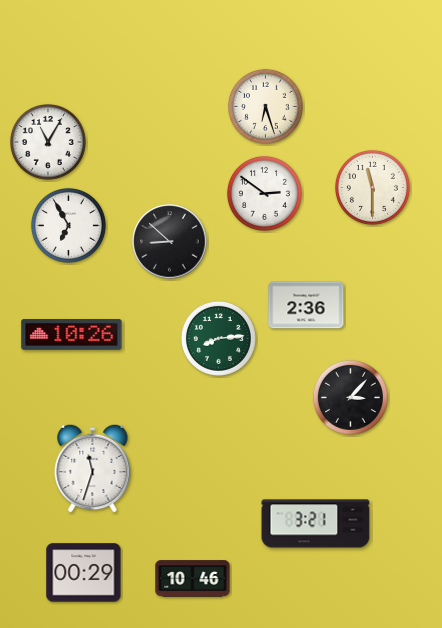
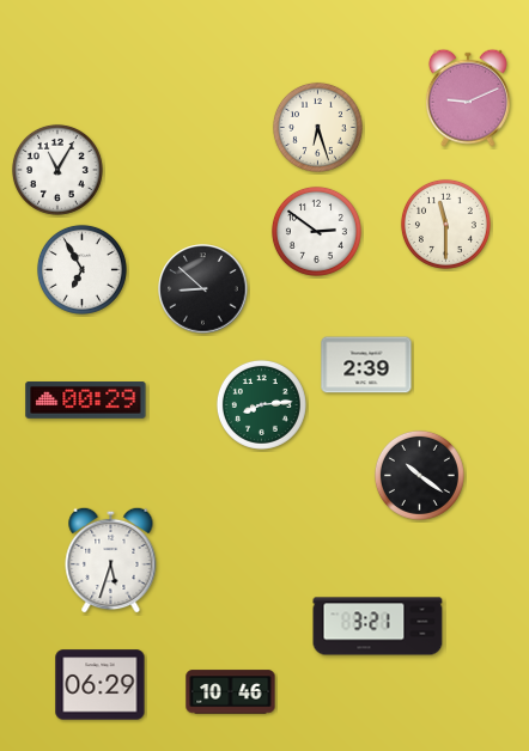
clock at (468, 98): none -> 9:11
clock at (306, 305): 2:36 -> 2:39
clock at (72, 335): 10:26 -> 00:29
clock at (350, 397): 3:07 -> 10:21
clock at (93, 468): 11:33 -> 5:33
clock at (84, 573): 00:29 -> 06:29
